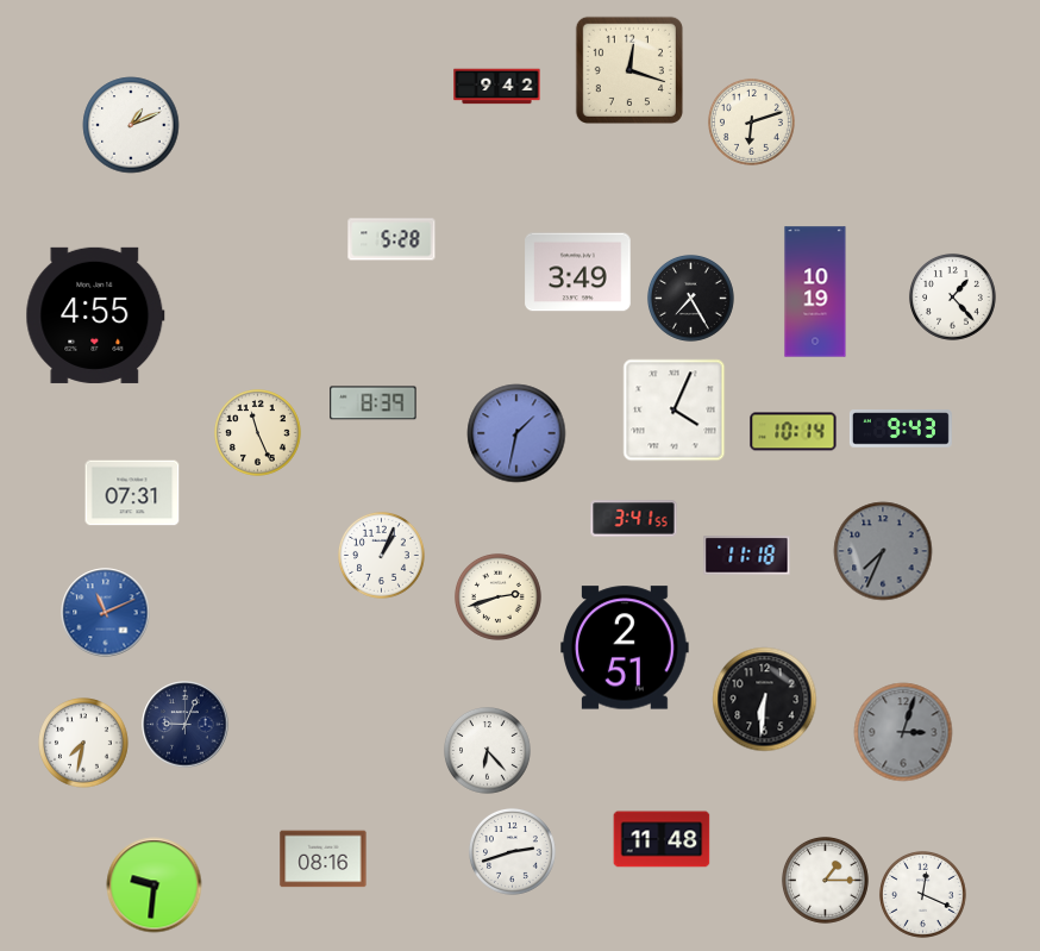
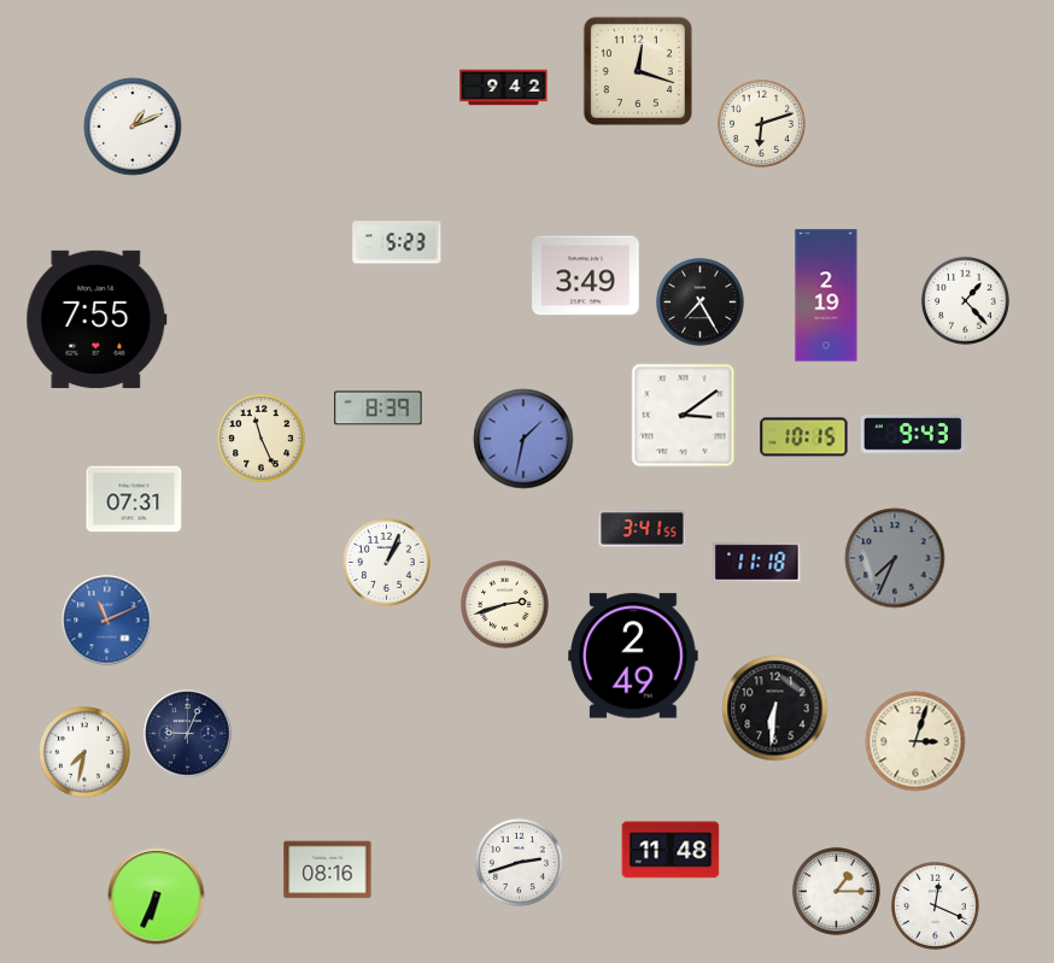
clock at (391, 239): 5:28 -> 5:23
clock at (815, 292): 10:19 -> 2:19
clock at (95, 315): 4:55 -> 7:55
clock at (675, 411): 4:04 -> 3:09
clock at (794, 432): 10:14 -> 10:15
clock at (634, 519) position: (634, 519) -> (643, 529)
clock at (625, 647): 2:51 -> 2:49
clock at (903, 732) dial: grey -> cream
clock at (487, 750): 6:23 -> none
clock at (155, 886): 9:31 -> 6:34
